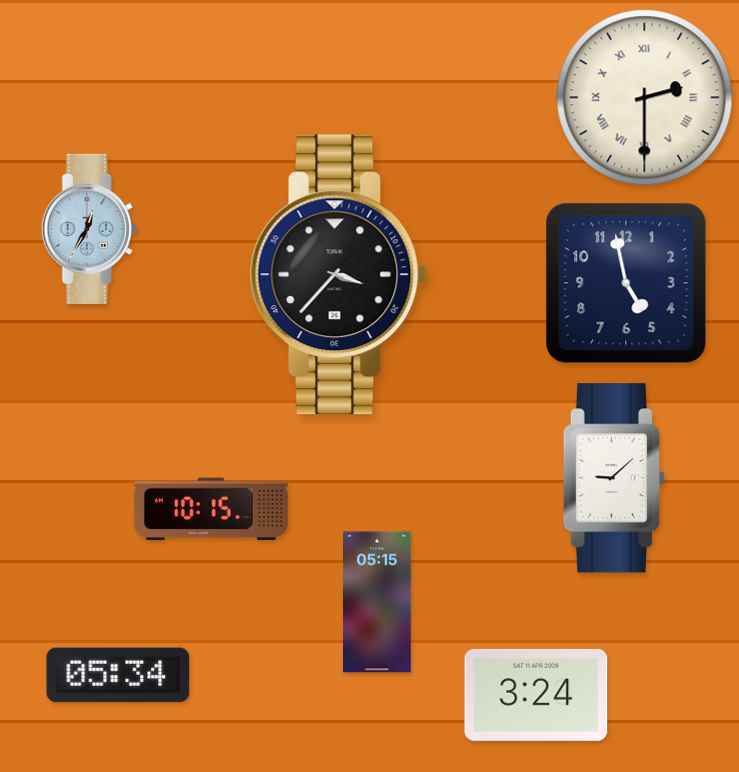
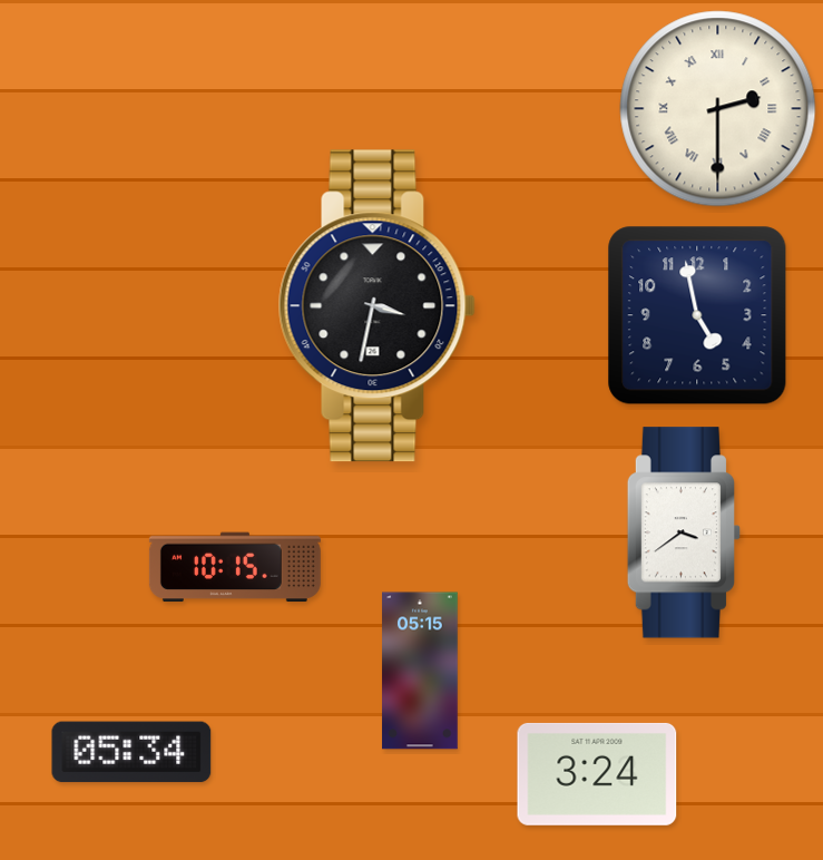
clock at (89, 229): 12:35 -> none
clock at (338, 275): 3:37 -> 3:32
clock at (613, 478): 9:08 -> 3:39
